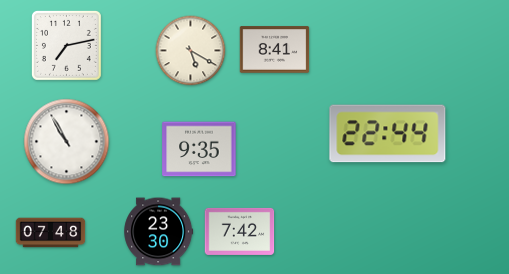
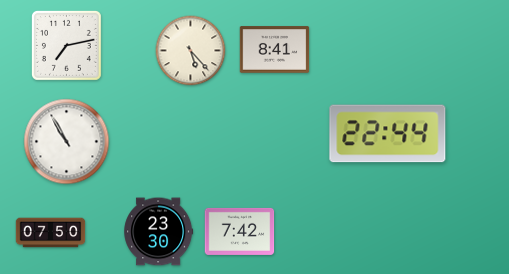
clock at (191, 51): 5:20 -> 5:23
clock at (199, 149): 9:35 -> none
clock at (51, 233): 07:48 -> 07:50
